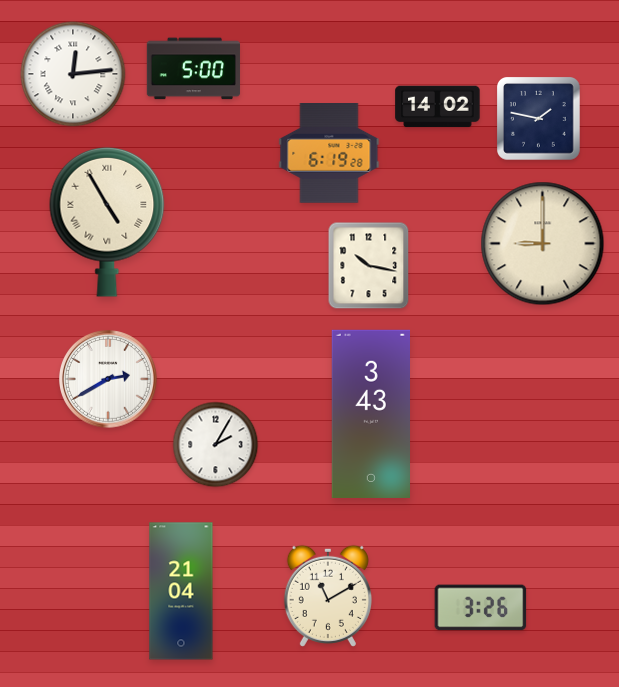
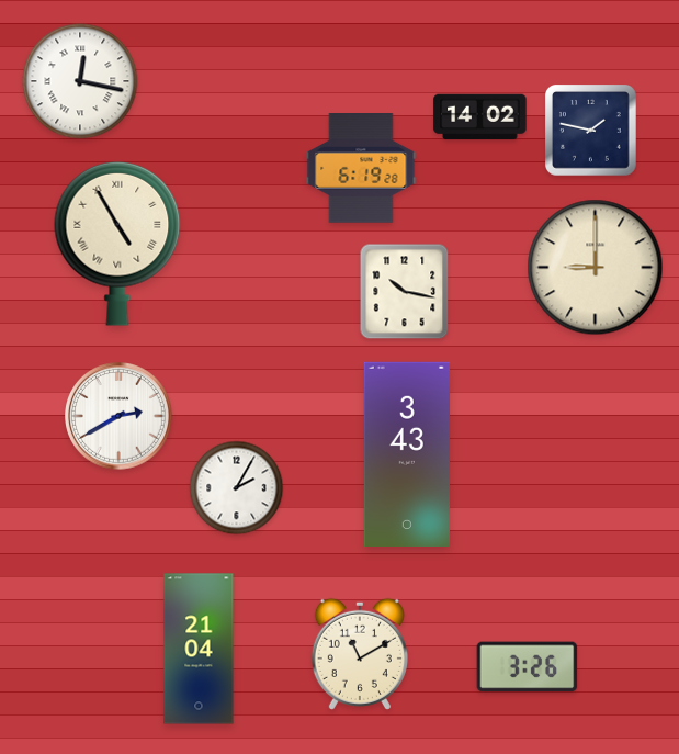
clock at (193, 69): 5:00 -> none
clock at (73, 74): 12:14 -> 12:17
